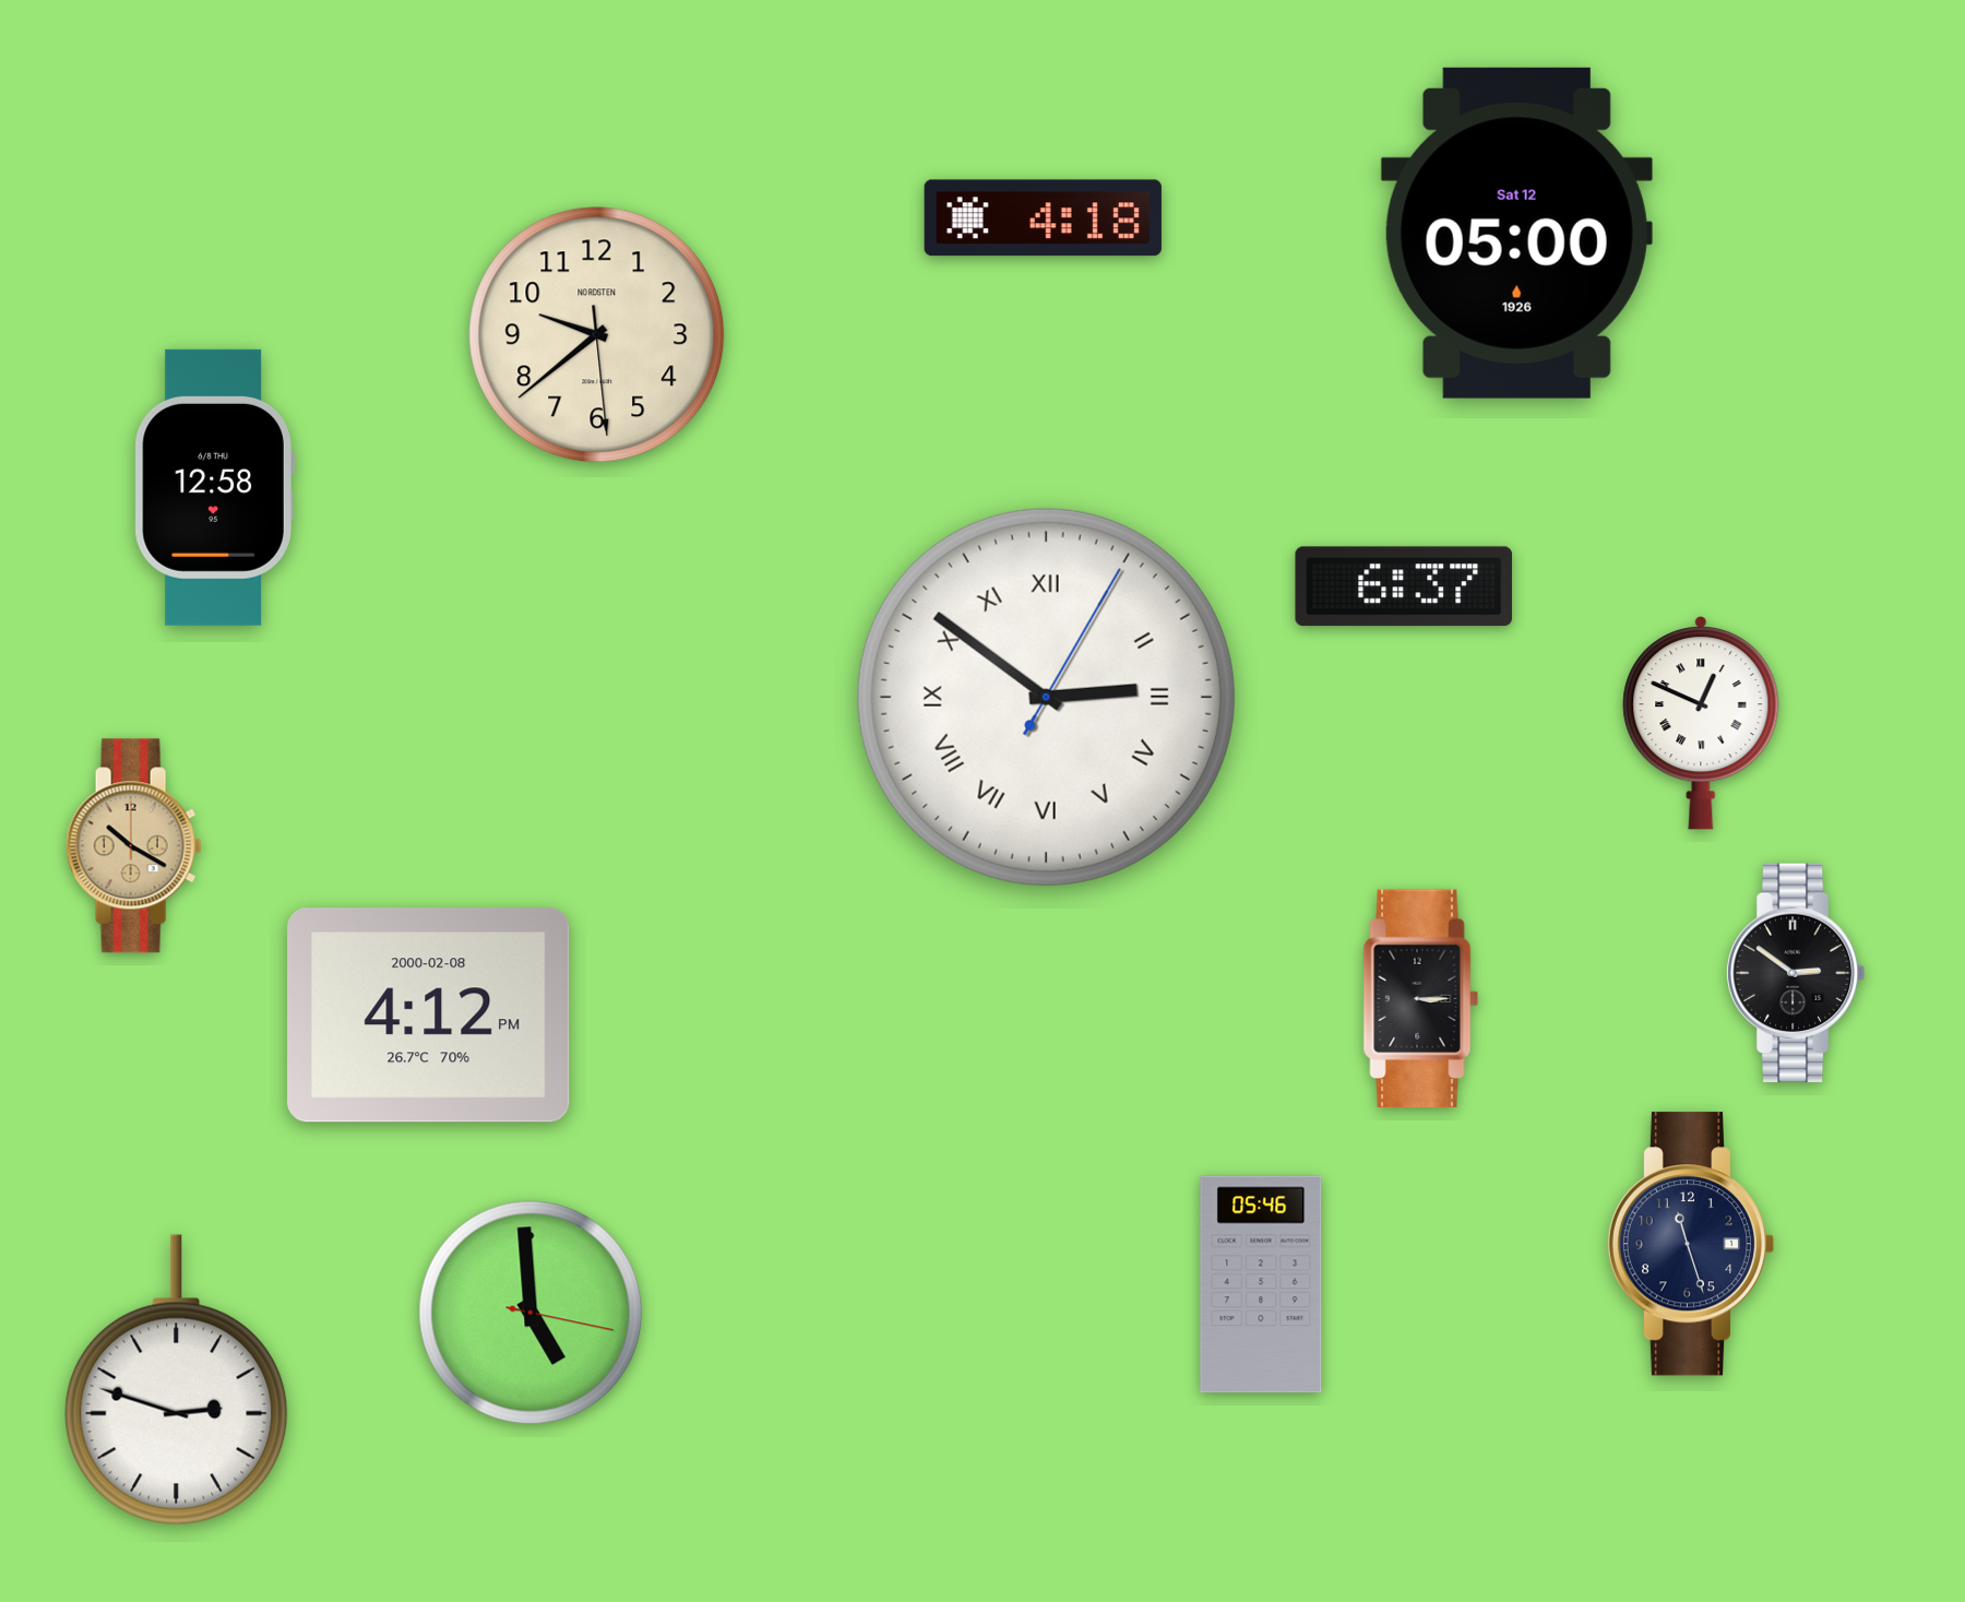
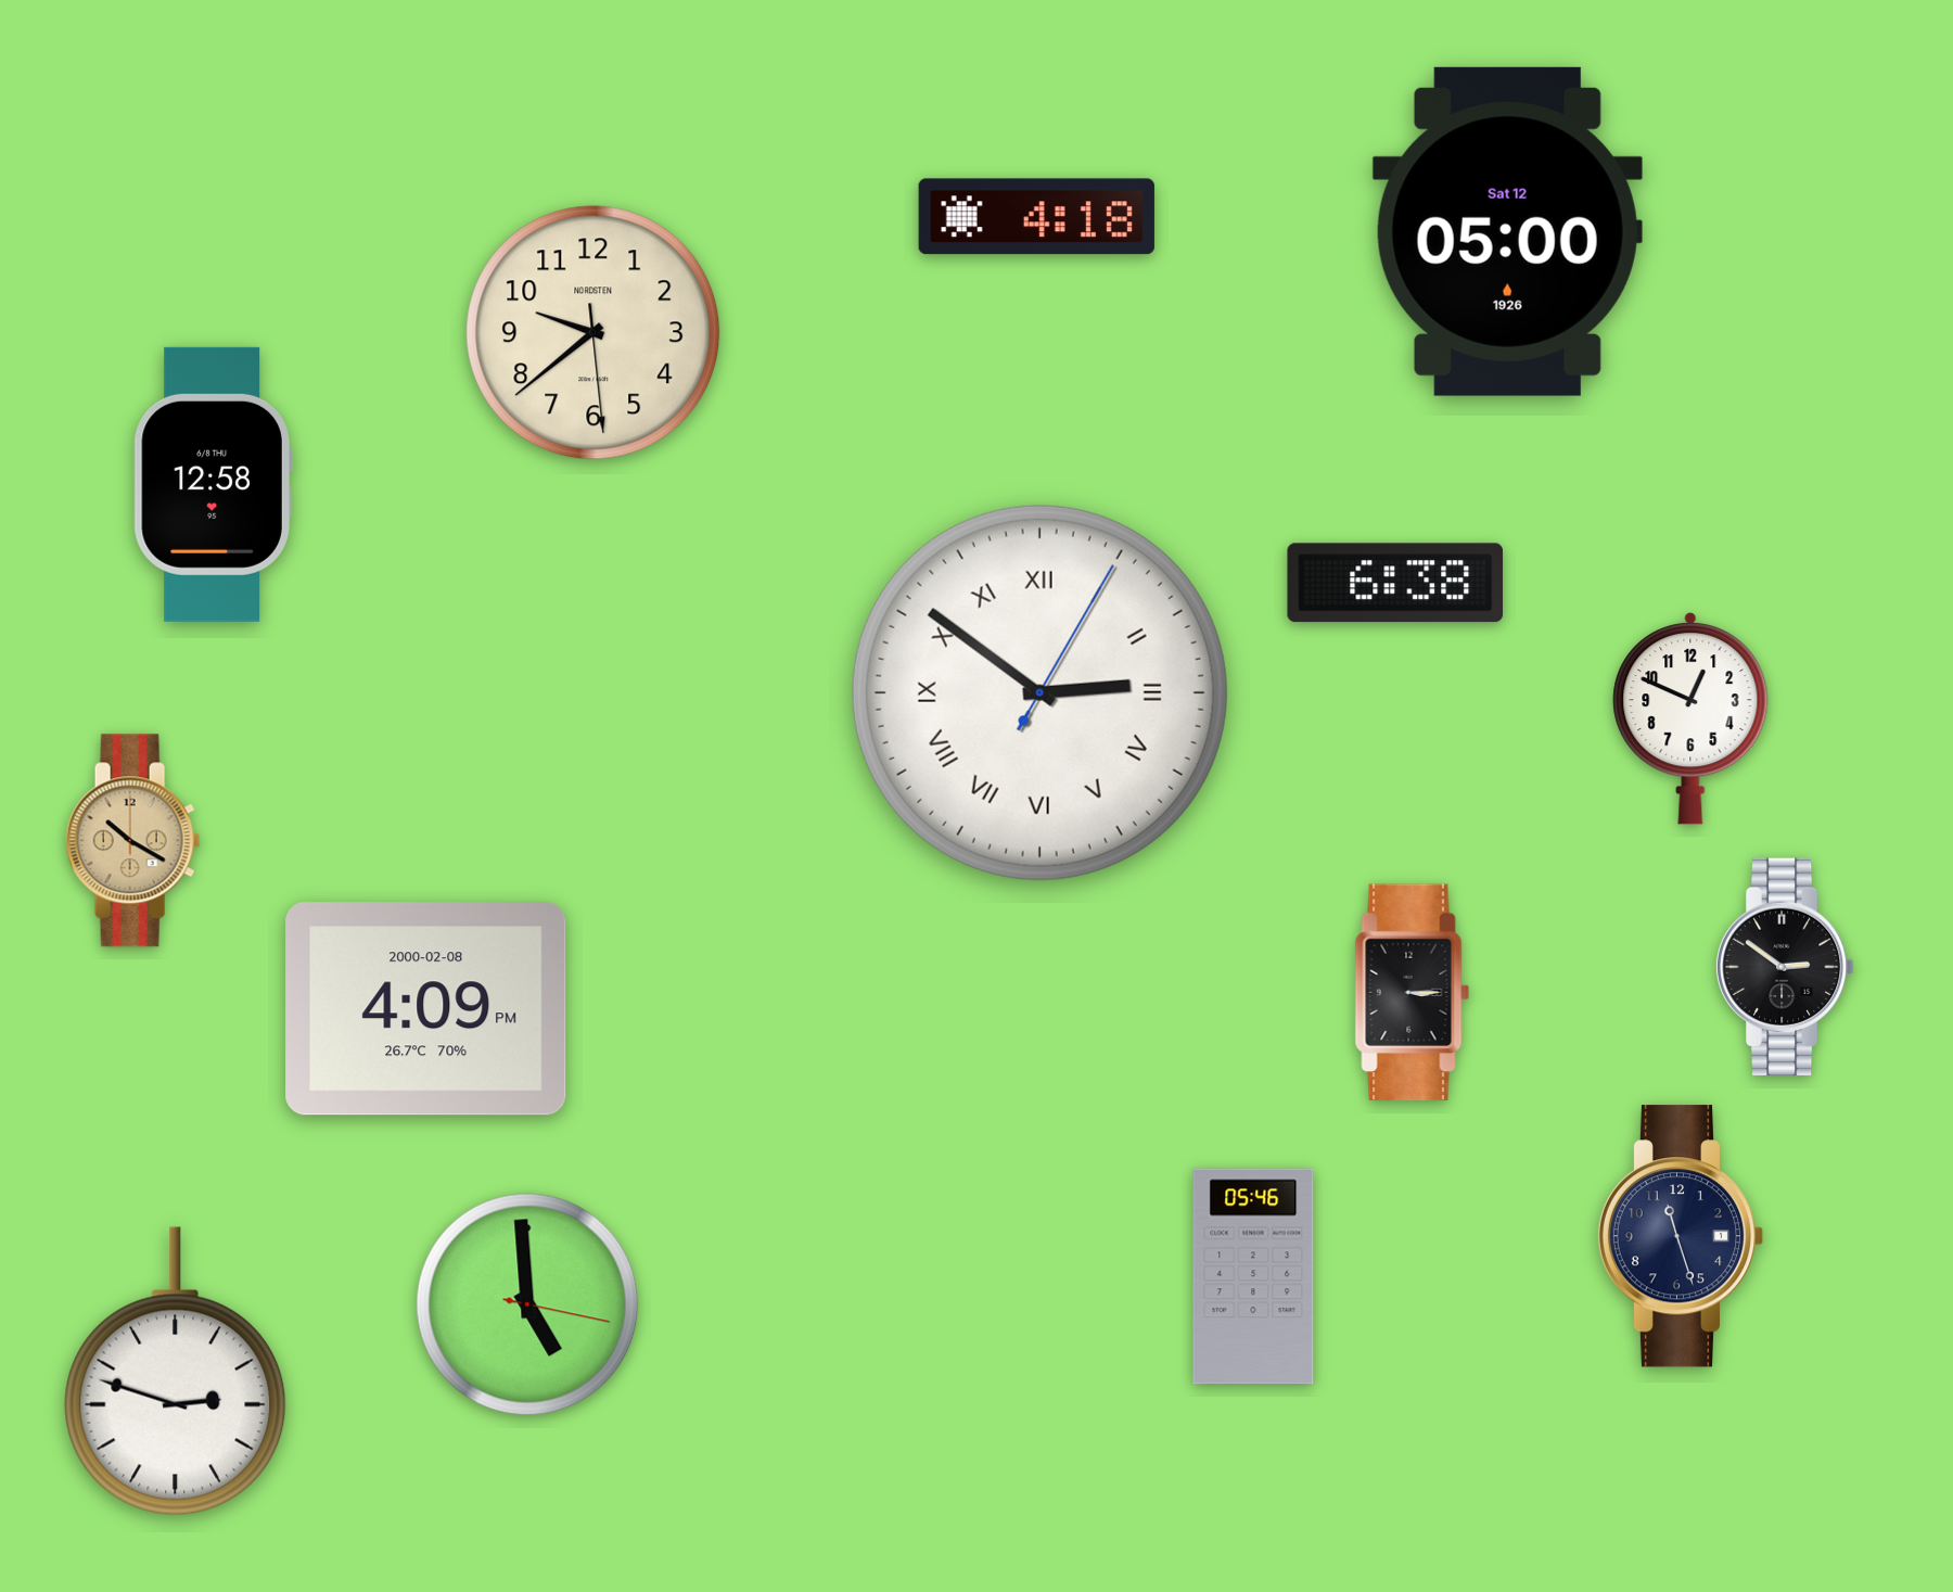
clock at (1404, 586): 6:37 -> 6:38
clock at (1701, 724) numerals: Roman -> Arabic
clock at (429, 1016): 4:12 -> 4:09
